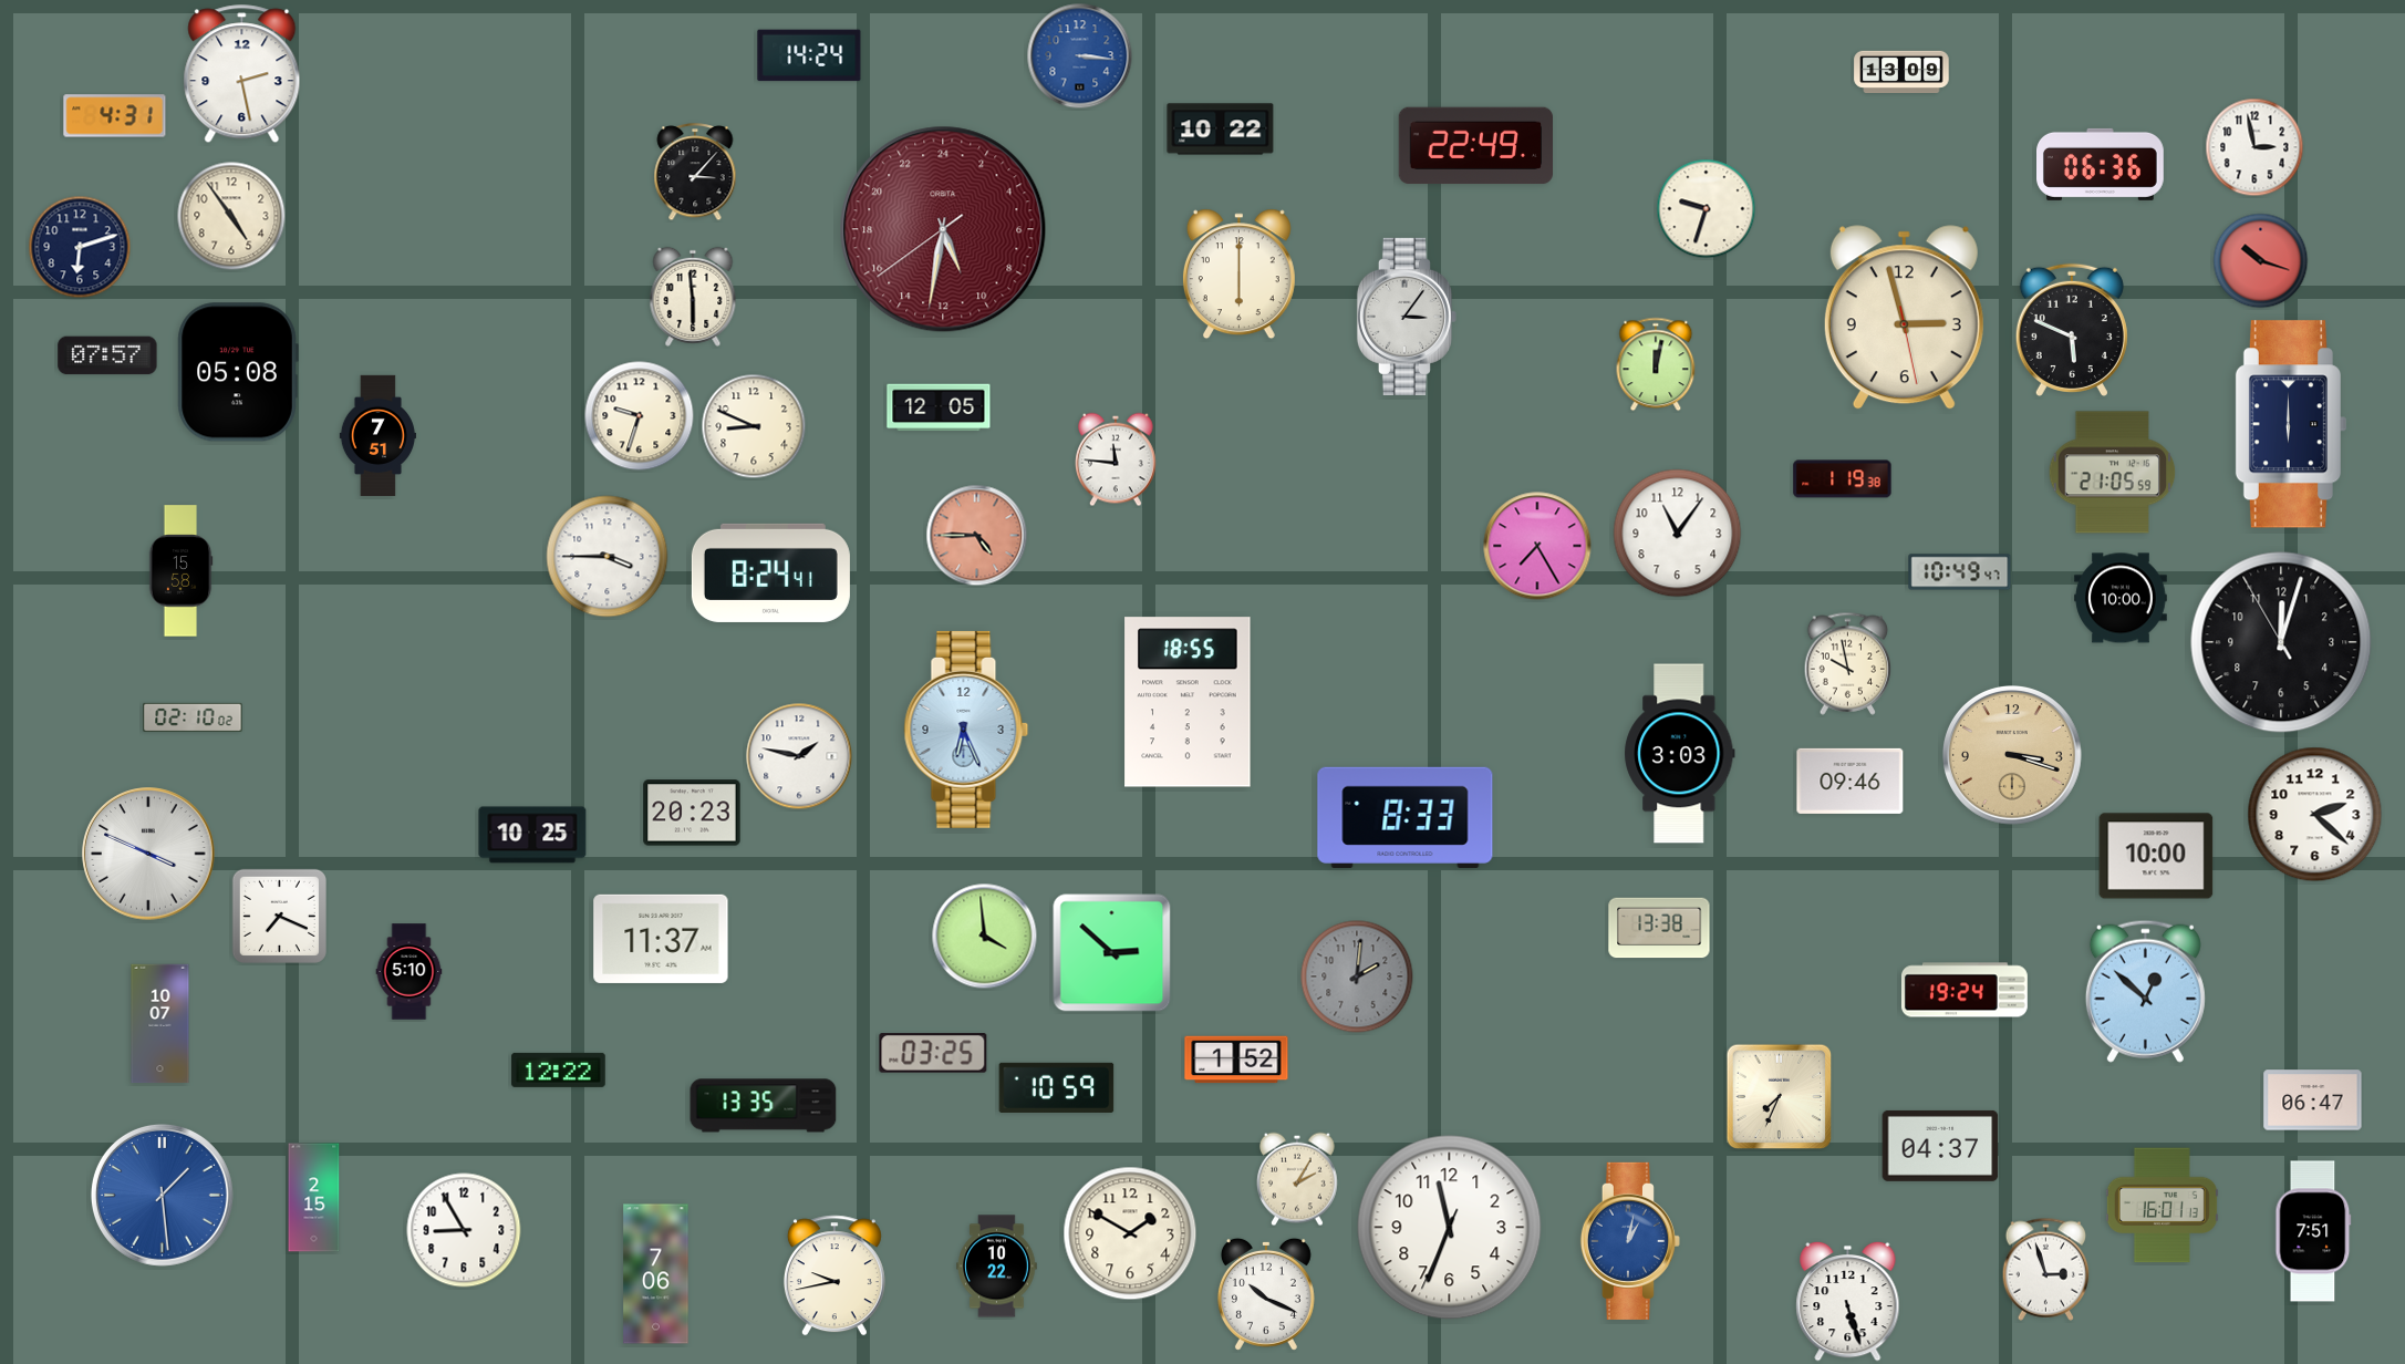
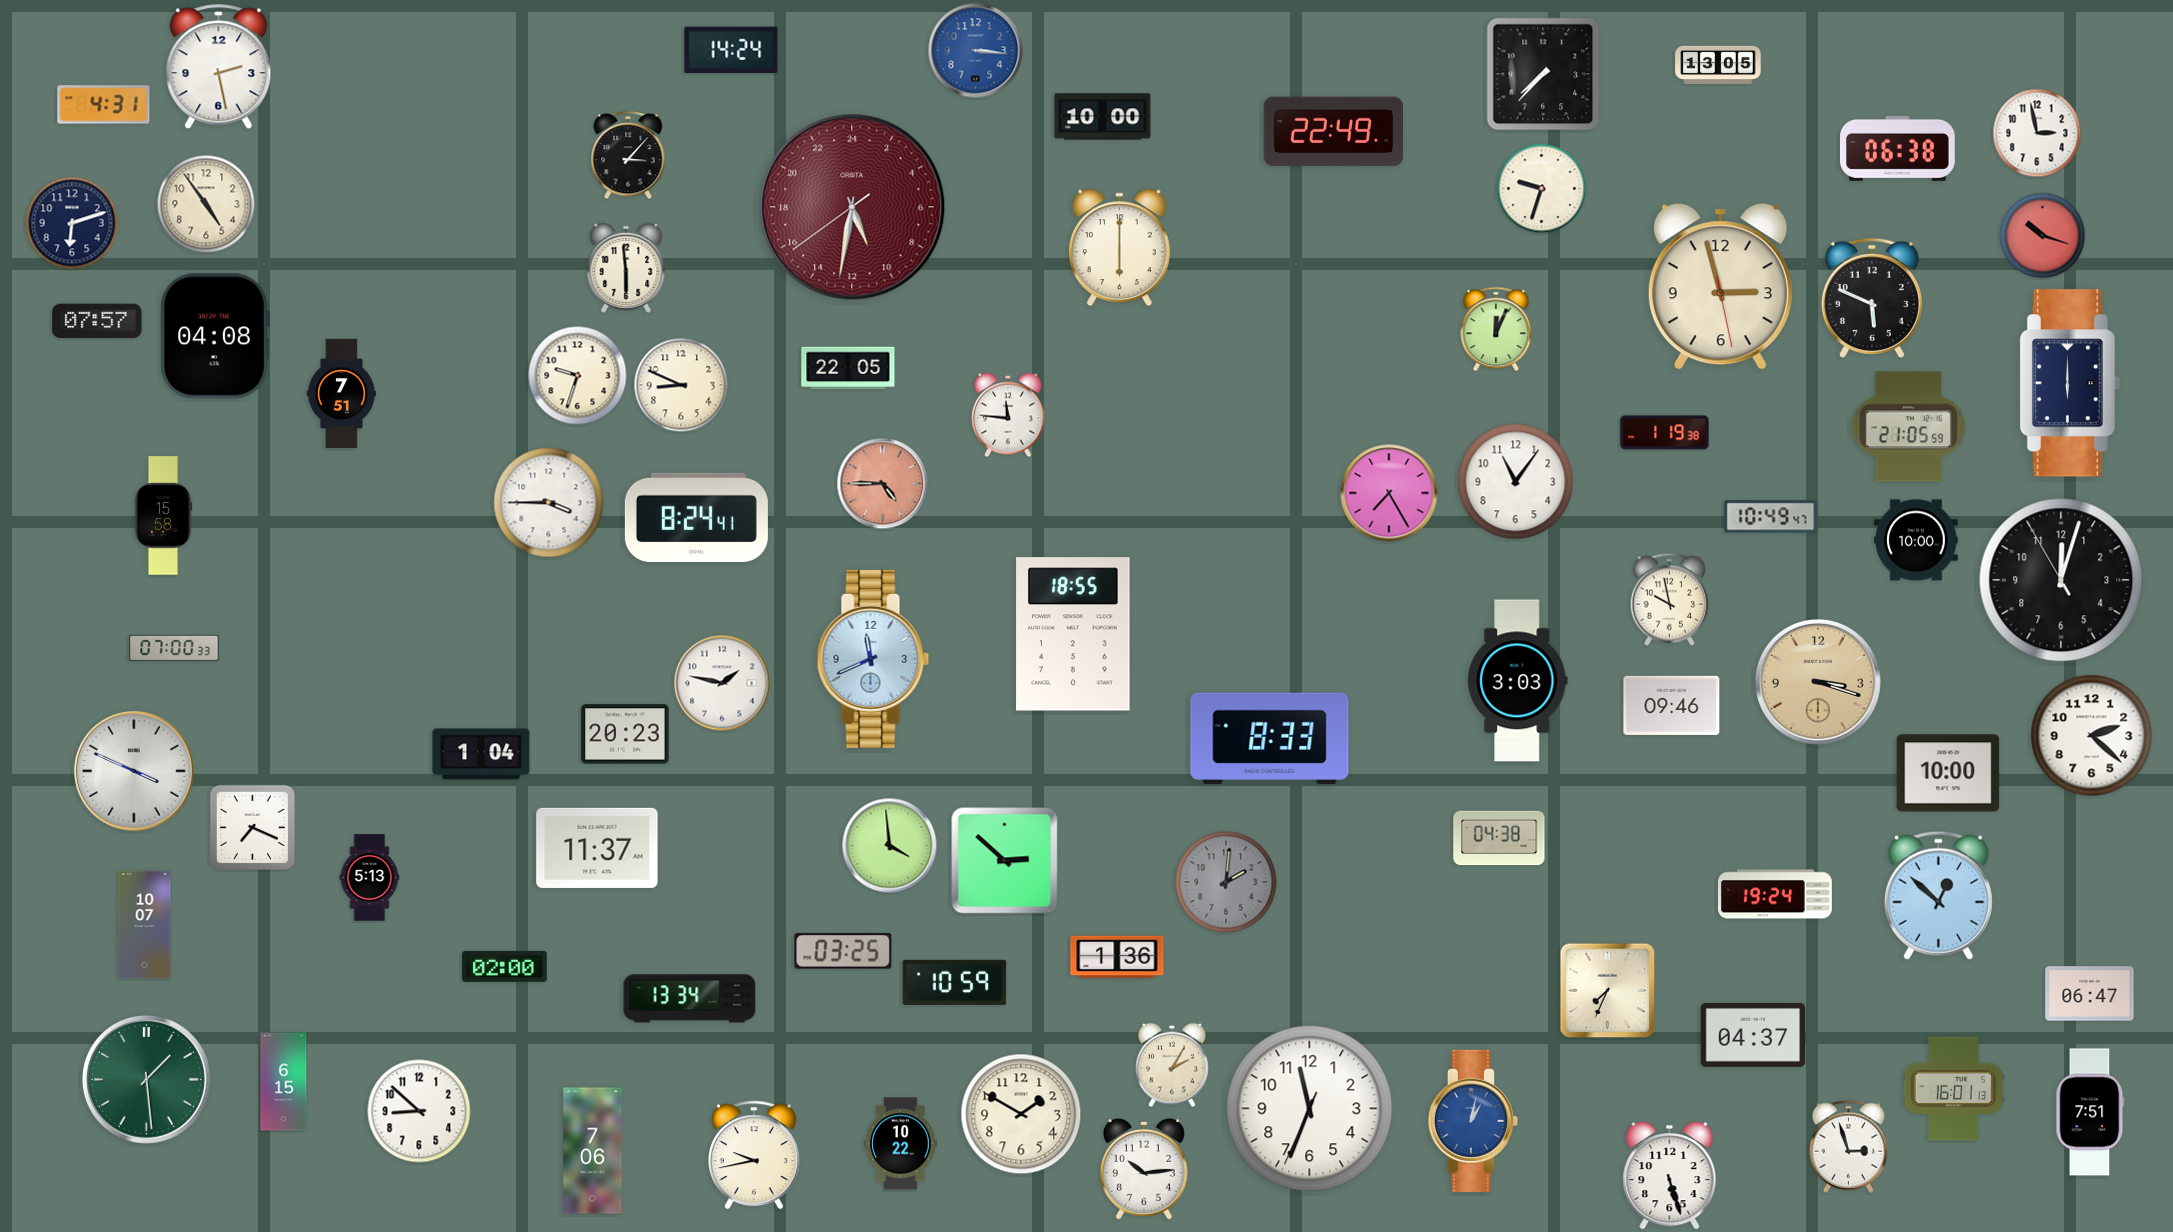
clock at (1901, 71): 13:09 -> 13:05
clock at (1543, 74): none -> 7:37
clock at (1221, 130): 10:22 -> 10:00
clock at (2101, 164): 06:36 -> 06:38
clock at (231, 216) position: (231, 216) -> (206, 204)
clock at (1407, 317): 3:06 -> none
clock at (1656, 364): 12:02 -> 12:04
clock at (238, 372): 05:08 -> 04:08
clock at (939, 407): 12:05 -> 22:05
clock at (193, 717): 02:10 -> 07:00
clock at (966, 730): 6:26 -> 11:41
clock at (532, 835): 10:25 -> 1:04
clock at (1659, 928): 13:38 -> 04:38
clock at (410, 972): 5:10 -> 5:13
clock at (1236, 1060): 1:52 -> 1:36
clock at (559, 1069): 12:22 -> 02:00
clock at (764, 1106): 13:35 -> 13:34
clock at (162, 1195) dial: blue -> green
clock at (314, 1198): 2:15 -> 6:15
clock at (464, 1230): 8:55 -> 8:52
clock at (835, 1275) position: (835, 1275) -> (754, 1155)
clock at (1266, 1294): 10:19 -> 10:14
